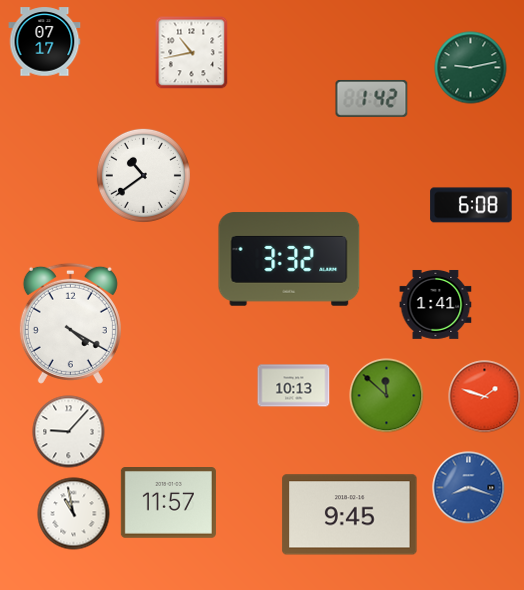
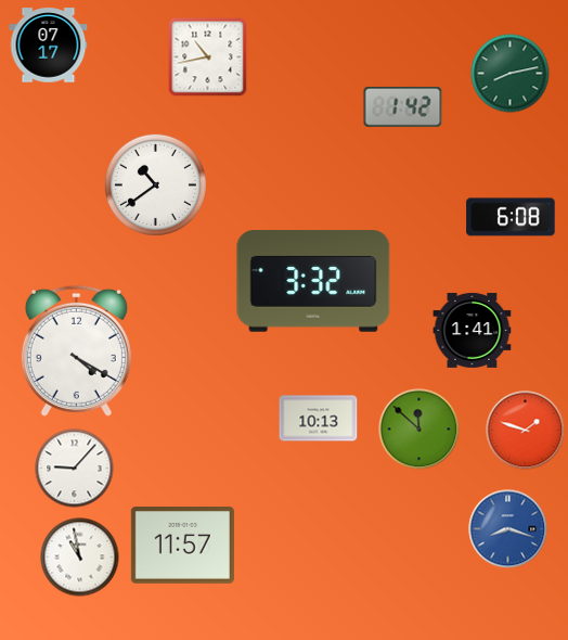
clock at (471, 68): 9:13 -> 8:13
clock at (143, 175) position: (143, 175) -> (155, 184)
clock at (471, 205) position: (471, 205) -> (511, 217)
clock at (350, 515): 9:45 -> none
